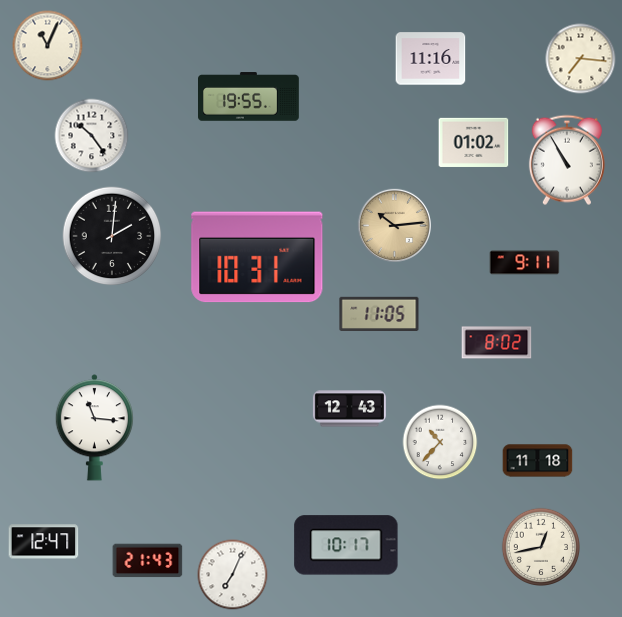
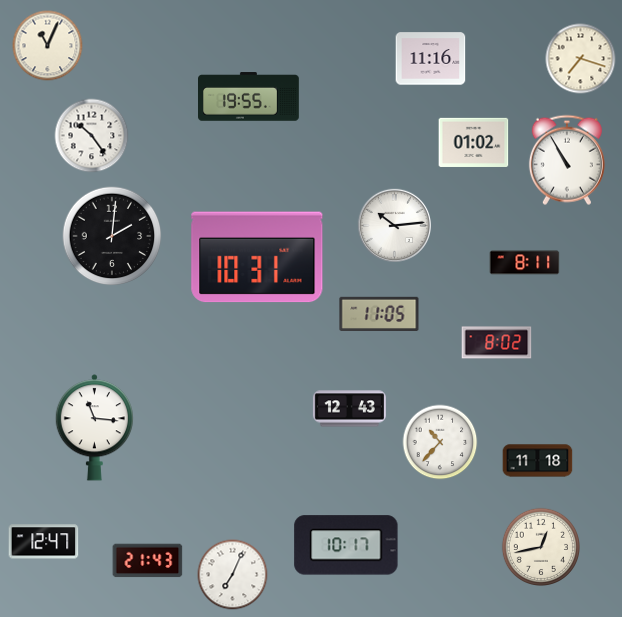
clock at (581, 59): 7:16 -> 7:18
clock at (394, 225) dial: champagne -> white
clock at (525, 263): 9:11 -> 8:11
